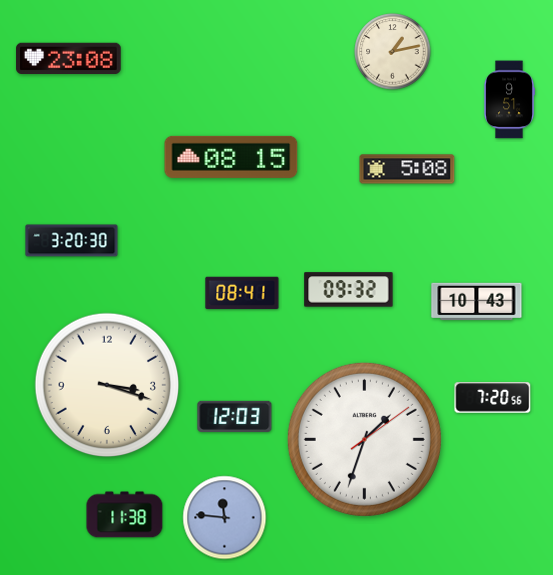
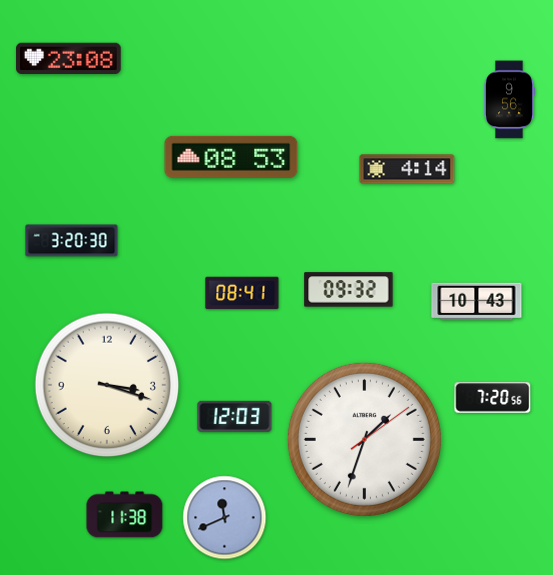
clock at (393, 52): 1:13 -> none
clock at (509, 100): 9:51 -> 9:56
clock at (231, 157): 08:15 -> 08:53
clock at (407, 169): 5:08 -> 4:14
clock at (225, 518): 11:46 -> 11:41
